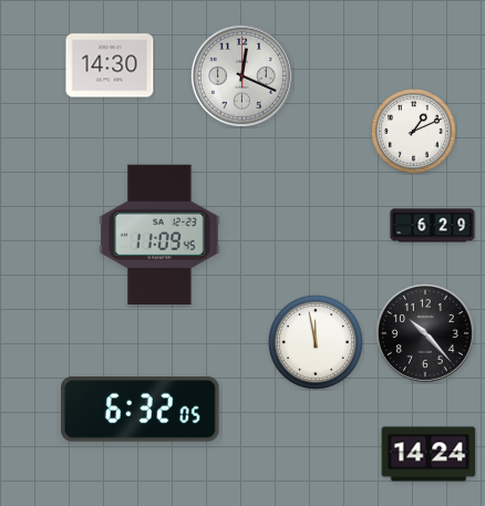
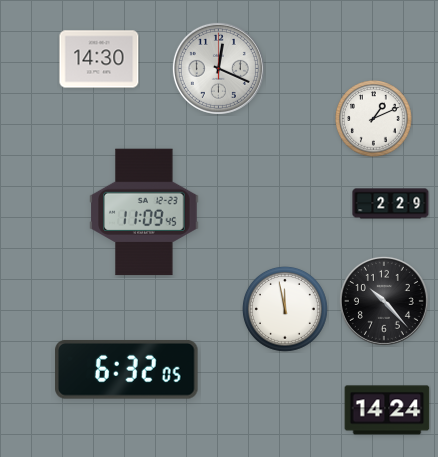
clock at (433, 226): 6:29 -> 2:29
